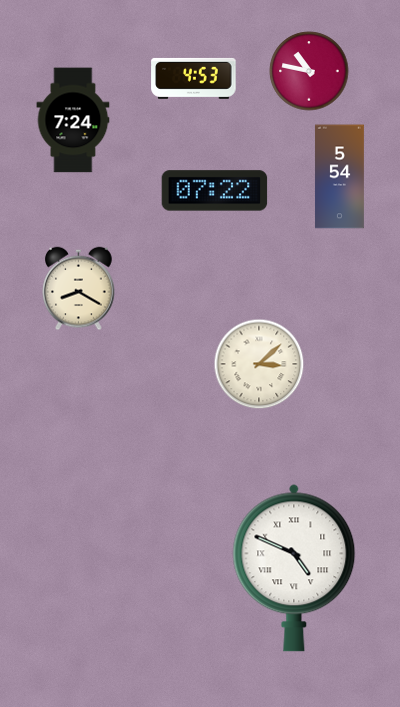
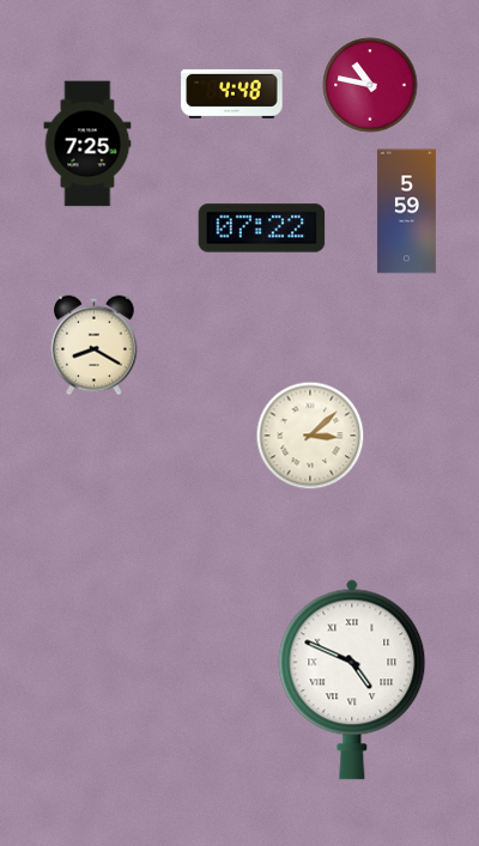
clock at (194, 78): 4:53 -> 4:48
clock at (73, 120): 7:24 -> 7:25
clock at (339, 177): 5:54 -> 5:59
clock at (215, 191) position: (215, 191) -> (262, 229)
